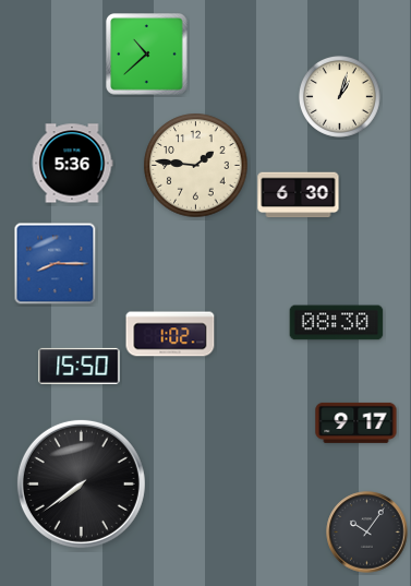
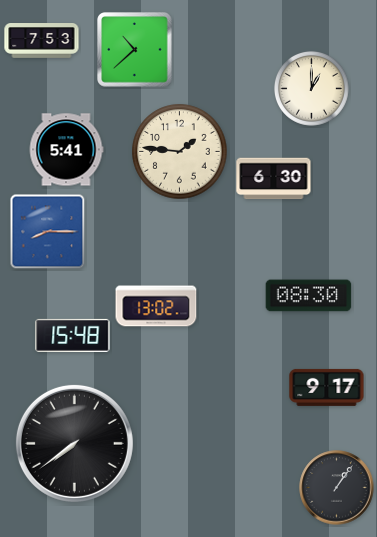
clock at (42, 41): none -> 7:53
clock at (339, 96): 1:03 -> 1:00
clock at (72, 164): 5:36 -> 5:41
clock at (56, 264) position: (56, 264) -> (48, 232)
clock at (170, 334): 1:02 -> 13:02
clock at (80, 366): 15:50 -> 15:48
clock at (367, 533): 10:06 -> 1:06
